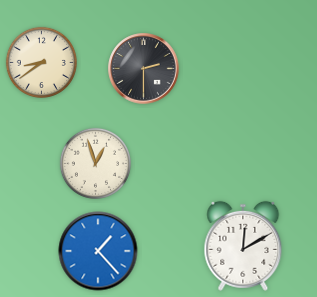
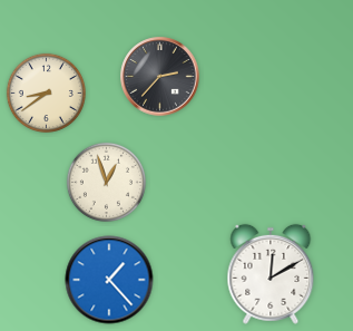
clock at (41, 62) position: (41, 62) -> (46, 93)
clock at (144, 69): 2:30 -> 2:37
